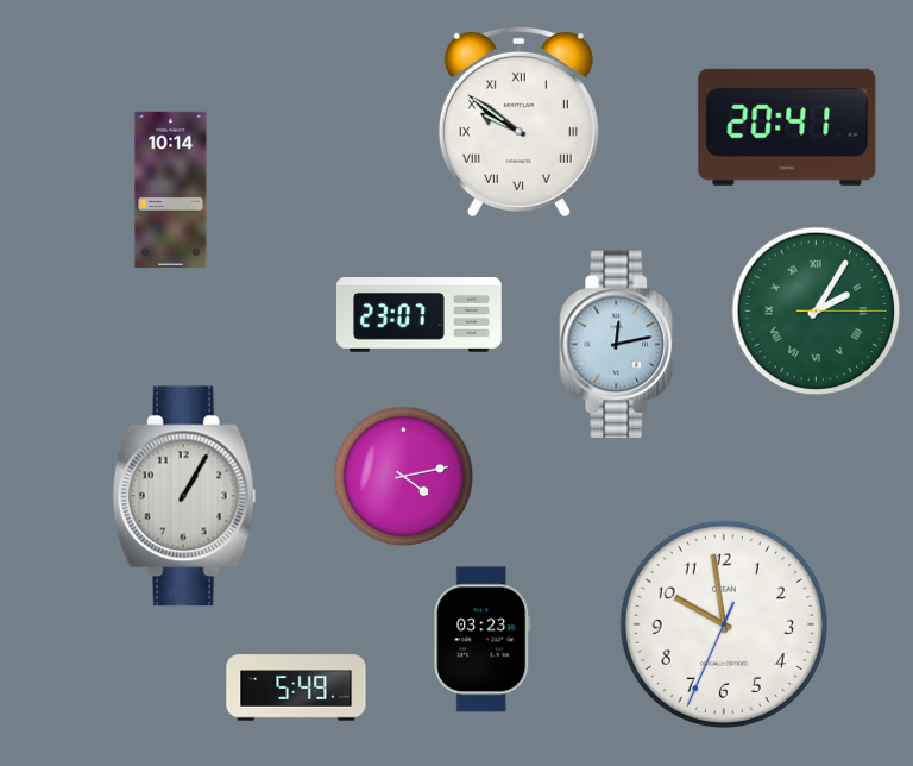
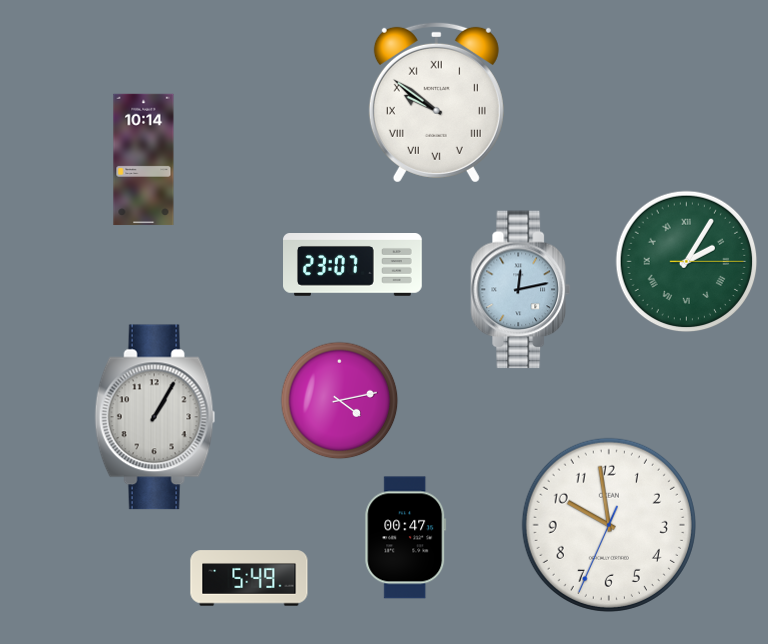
clock at (787, 127): 20:41 -> none
clock at (483, 640): 03:23 -> 00:47
